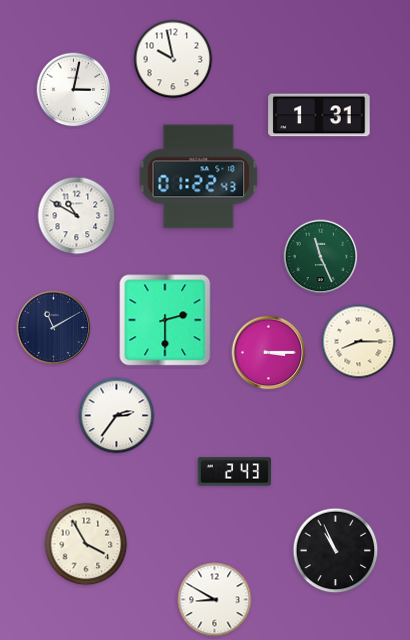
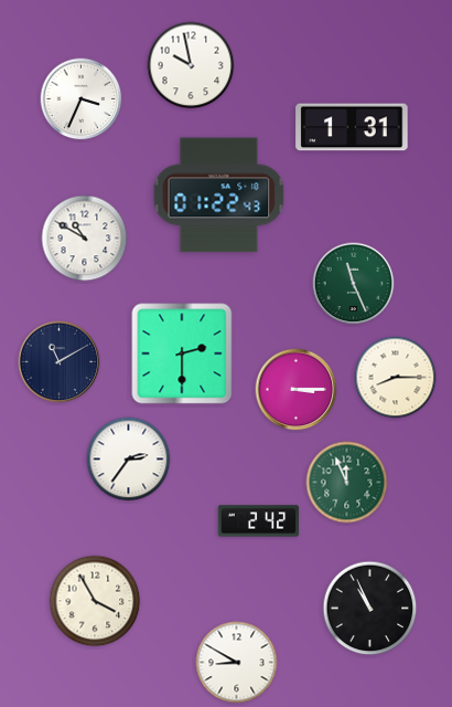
clock at (74, 90): 3:02 -> 3:34
clock at (347, 483): none -> 11:56
clock at (235, 472): 2:43 -> 2:42
